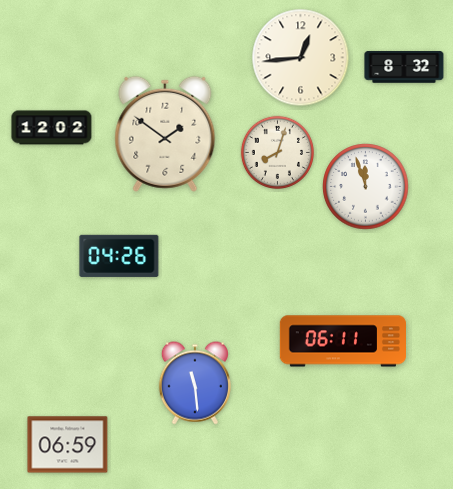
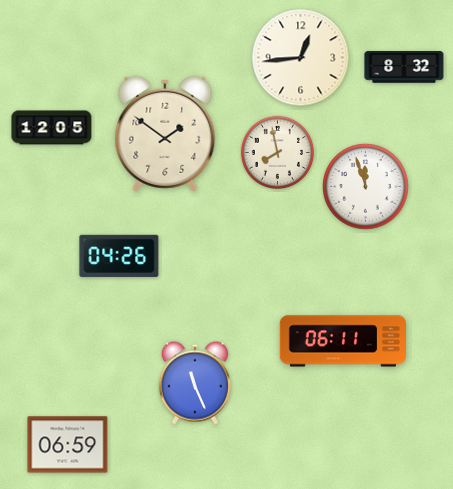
clock at (52, 128): 12:02 -> 12:05
clock at (277, 152): 8:03 -> 7:58
clock at (195, 383): 11:29 -> 11:26
